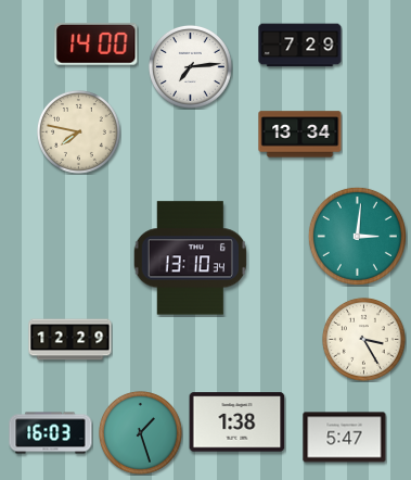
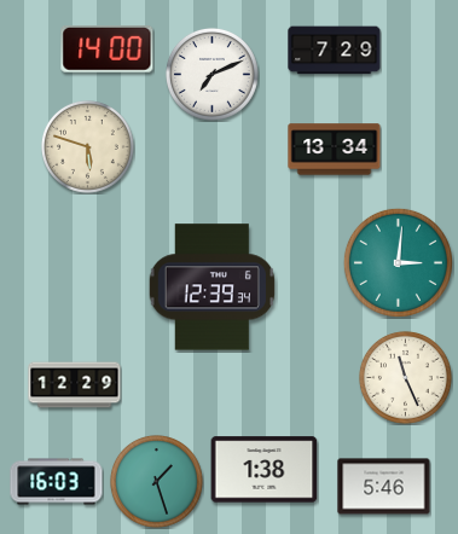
clock at (190, 66): 7:14 -> 7:11
clock at (78, 131): 7:47 -> 5:48
clock at (190, 258): 13:10 -> 12:39
clock at (363, 339): 3:25 -> 11:26
clock at (70, 340) position: (70, 340) -> (75, 385)
clock at (345, 438): 5:47 -> 5:46
